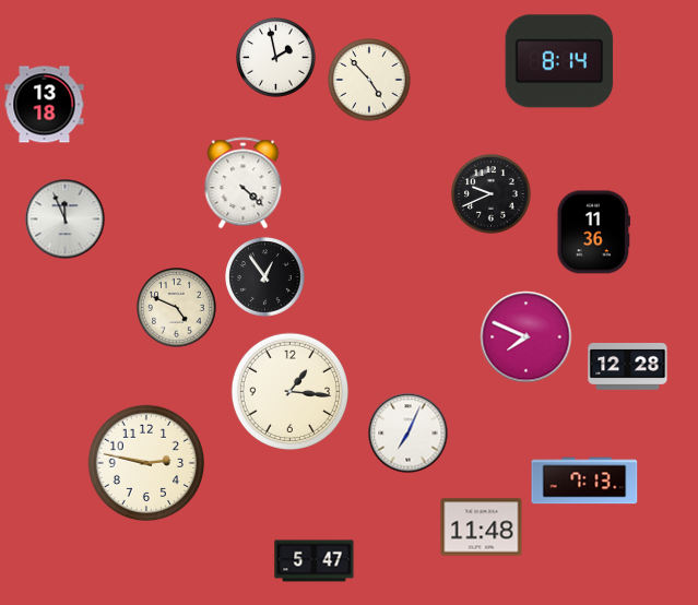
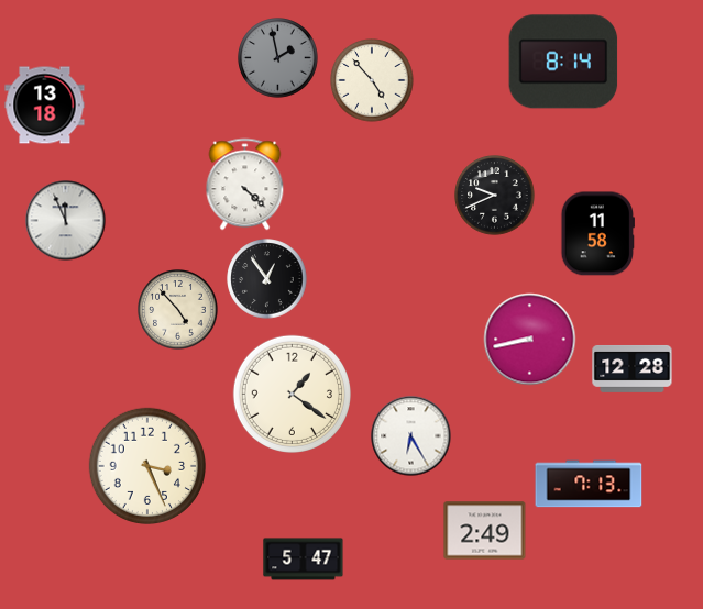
clock at (276, 58) dial: white -> grey
clock at (593, 233): 11:36 -> 11:58
clock at (177, 308): 4:49 -> 4:53
clock at (527, 337): 7:49 -> 8:43
clock at (289, 391): 1:16 -> 1:21
clock at (409, 434): 7:04 -> 6:25
clock at (145, 462): 2:47 -> 3:26
clock at (482, 527): 11:48 -> 2:49
clock at (315, 561) position: (315, 561) -> (304, 560)
